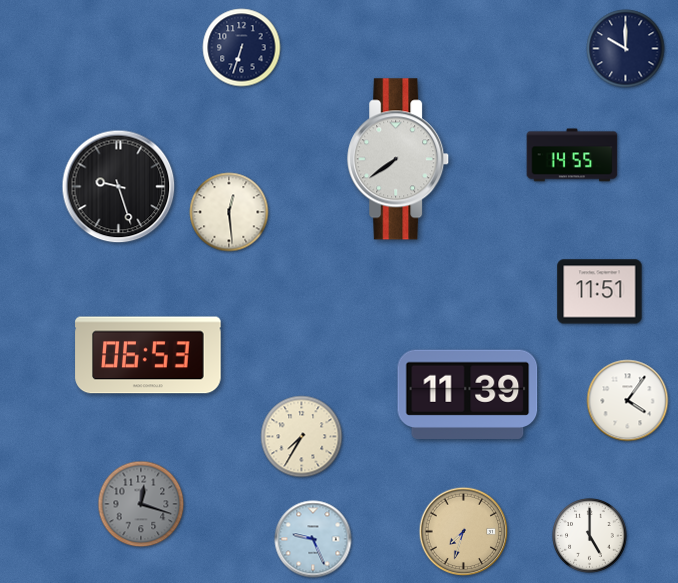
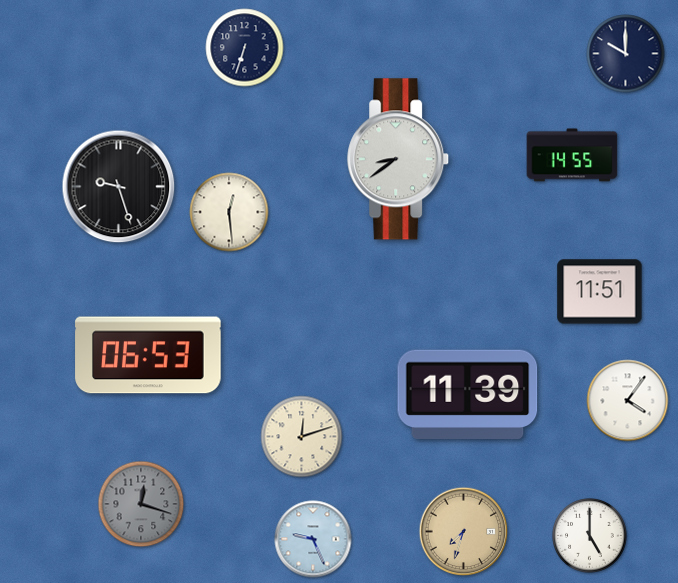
clock at (242, 48) position: (242, 48) -> (245, 48)
clock at (626, 49) position: (626, 49) -> (626, 54)
clock at (399, 159): 7:39 -> 8:39
clock at (302, 437): 7:35 -> 12:12
